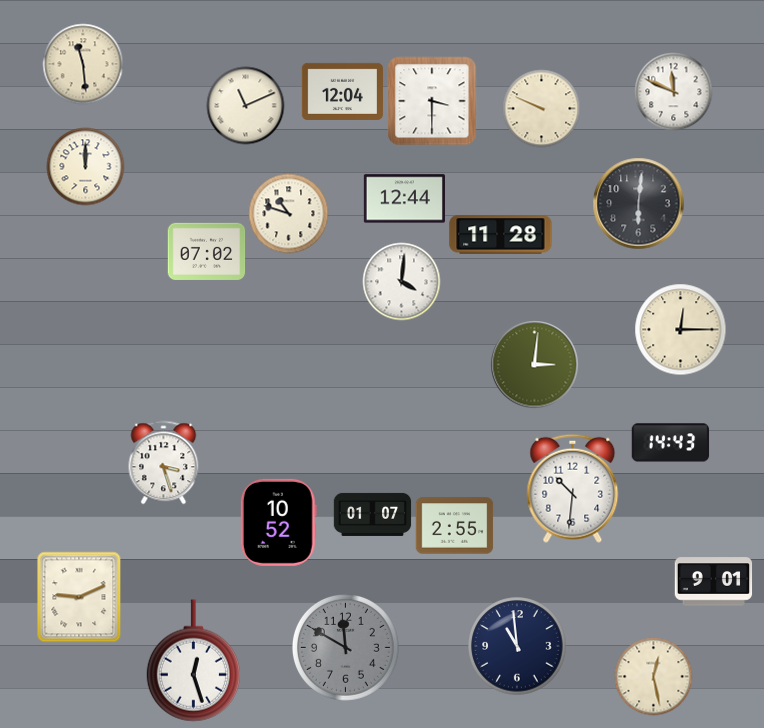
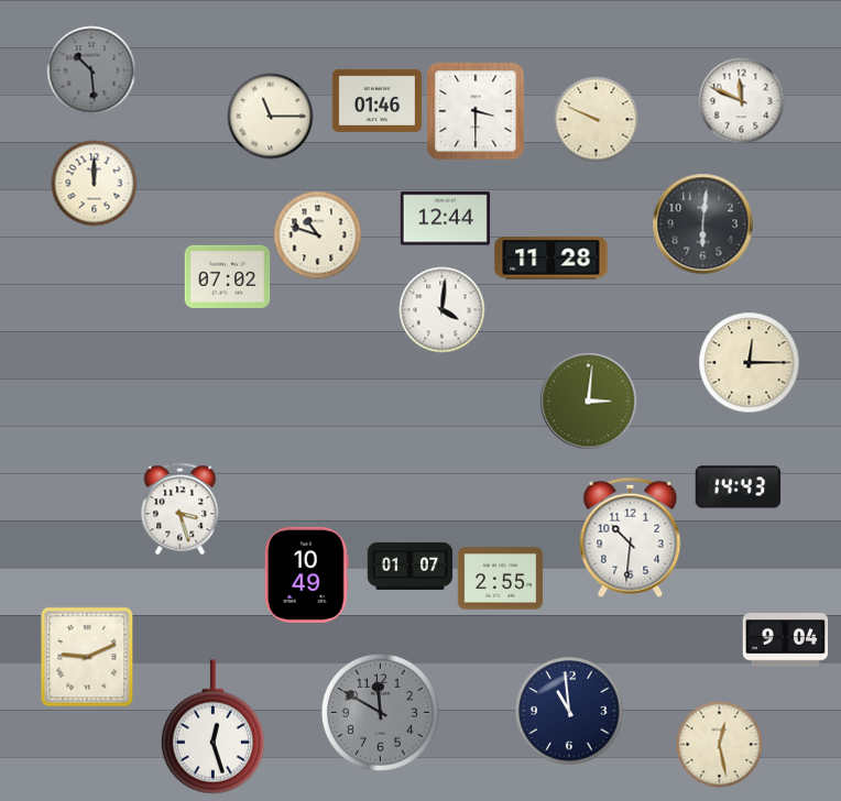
clock at (83, 64): 11:29 -> 10:29
clock at (83, 64) dial: cream -> grey
clock at (342, 91): 12:04 -> 01:46
clock at (245, 105): 11:11 -> 11:15
clock at (278, 522): 10:52 -> 10:49
clock at (713, 582): 9:01 -> 9:04
